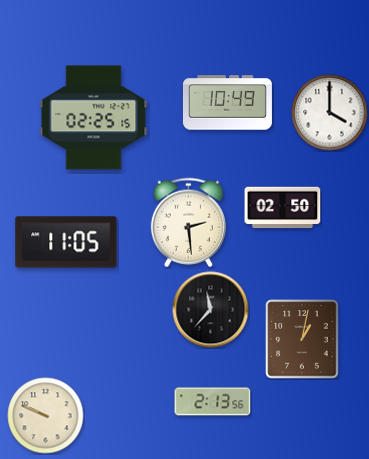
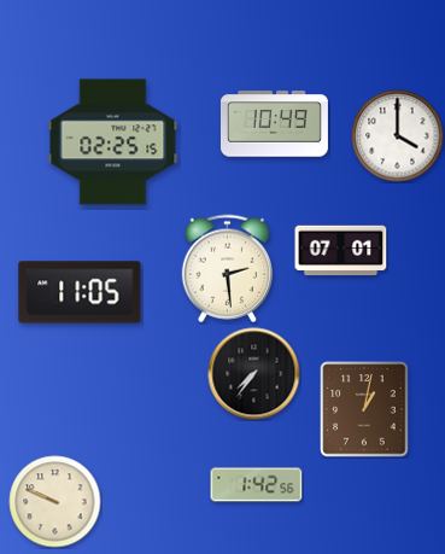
clock at (283, 208): 02:50 -> 07:01
clock at (211, 310): 11:37 -> 7:36
clock at (213, 402): 2:13 -> 1:42
